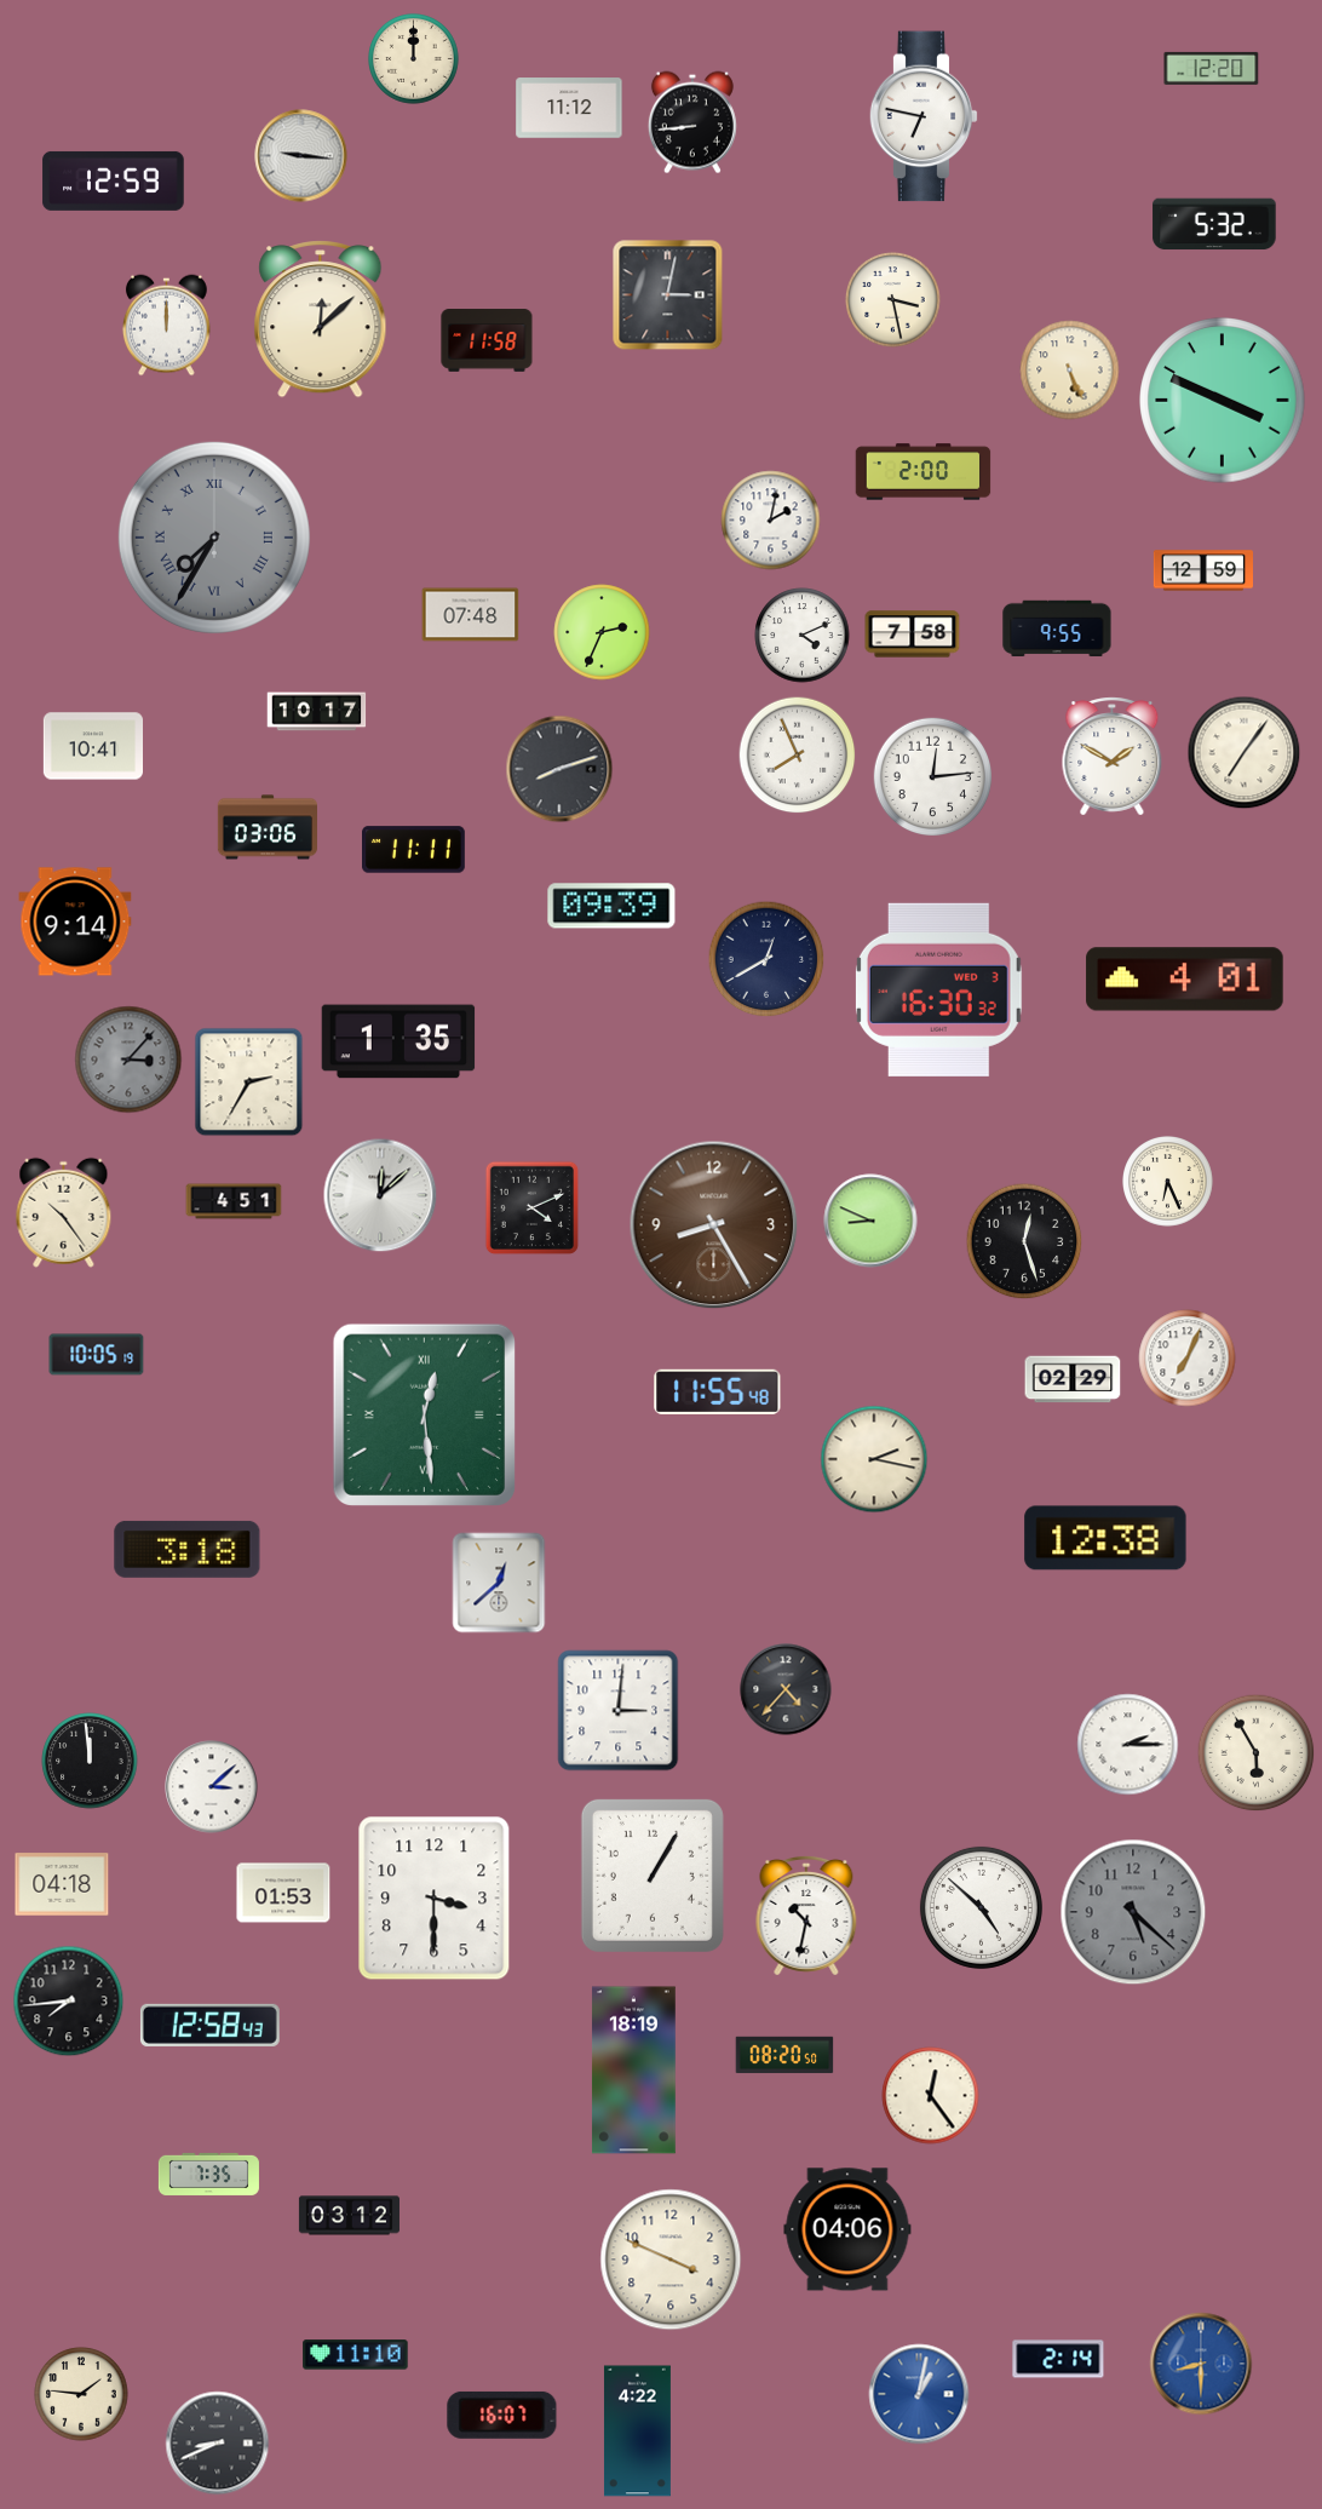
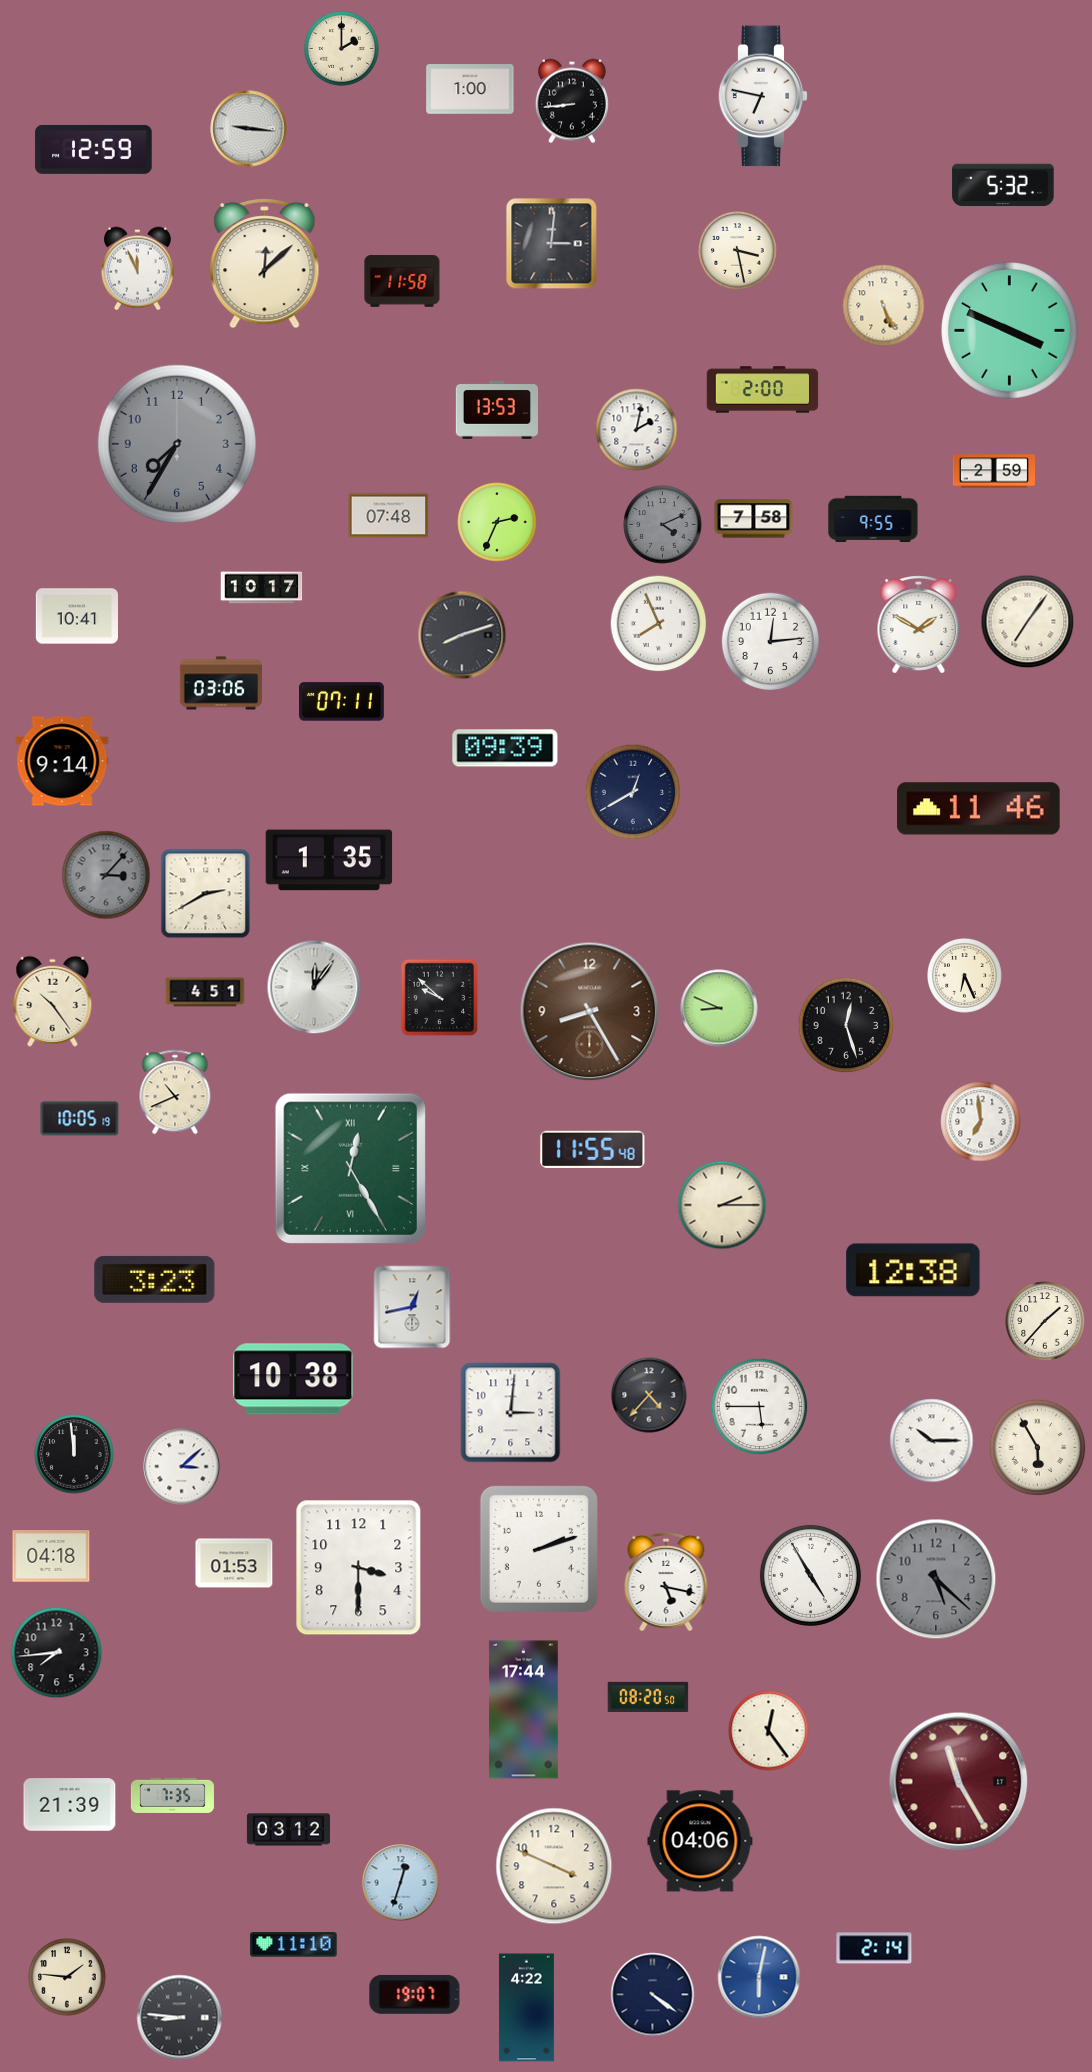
clock at (414, 59): 12:00 -> 2:00
clock at (1212, 68): 12:20 -> none
clock at (569, 108): 11:12 -> 1:00
clock at (668, 295): 3:02 -> 3:01
clock at (893, 300) position: (893, 300) -> (738, 251)
clock at (166, 326): 12:00 -> 11:56
clock at (496, 410): none -> 13:53
clock at (214, 538) numerals: Roman -> Arabic
clock at (1202, 570): 12:59 -> 2:59
clock at (471, 615) position: (471, 615) -> (389, 516)
clock at (913, 635) position: (913, 635) -> (754, 519)
clock at (803, 636) dial: white -> grey
clock at (414, 850): 11:11 -> 07:11
clock at (1185, 980): 4:01 -> 11:46
clock at (938, 989): 16:30 -> none
clock at (249, 1083): 2:35 -> 2:40
clock at (380, 1195): 12:08 -> 12:06
clock at (234, 1201) position: (234, 1201) -> (205, 992)
clock at (533, 1208): 4:11 -> 9:52
clock at (175, 1092): none -> 10:41
clock at (1188, 1359): 7:04 -> 6:59
clock at (1073, 1379): 02:29 -> none
clock at (424, 1414): 12:29 -> 12:25
clock at (874, 1459): 2:17 -> 2:15
clock at (188, 1549): 3:18 -> 3:23
clock at (499, 1583): 12:38 -> 12:43
clock at (1045, 1321): none -> 1:37
clock at (293, 1379): none -> 10:38
clock at (760, 1407): none -> 5:45
clock at (1128, 1745): 2:15 -> 10:15
clock at (212, 1787) position: (212, 1787) -> (182, 1467)
clock at (653, 1876): 1:05 -> 2:12
clock at (981, 1907): 4:52 -> 4:55
clock at (806, 1916): 10:32 -> 5:17
clock at (209, 2025): 12:58 -> none
clock at (634, 2071): 18:19 -> 17:44
clock at (959, 1782): none -> 11:25
clock at (70, 1805): none -> 21:39
clock at (401, 1883): none -> 12:33
clock at (1201, 2364): 8:30 -> none
clock at (919, 2394): 1:02 -> 6:02
clock at (502, 2415): 16:07 -> 19:07
clock at (653, 1995): none -> 4:21
clock at (218, 2444): 8:41 -> 8:46
